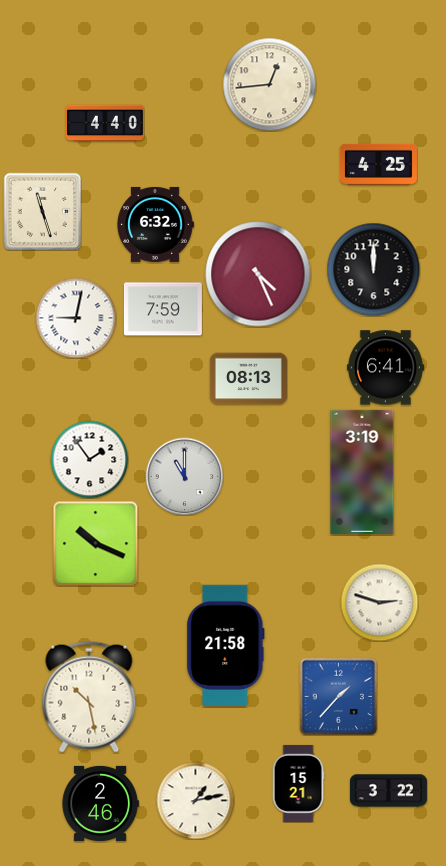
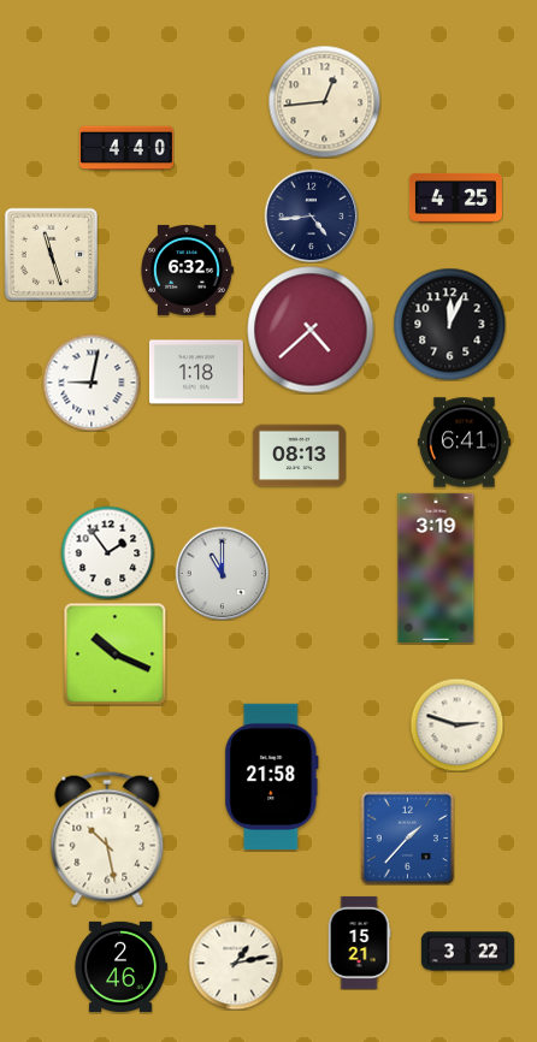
clock at (311, 215): none -> 4:44
clock at (373, 269): 12:00 -> 12:04
clock at (258, 274): 4:26 -> 4:38
clock at (163, 309): 7:59 -> 1:18
